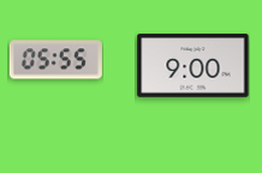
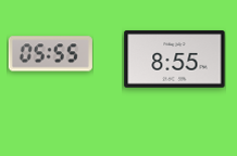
clock at (193, 66): 9:00 -> 8:55
